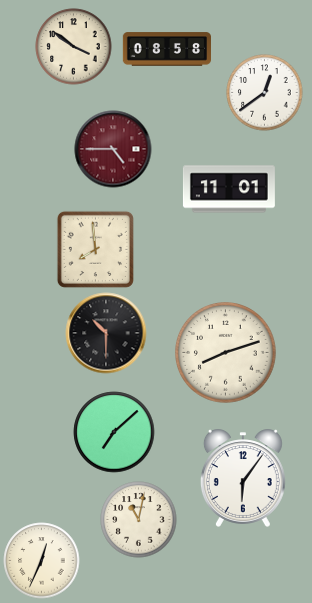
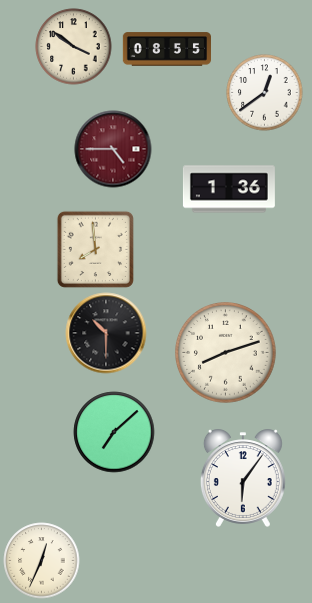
clock at (166, 49): 08:58 -> 08:55
clock at (229, 189): 11:01 -> 1:36
clock at (139, 520): 11:02 -> none
